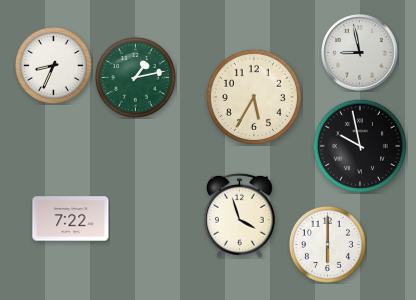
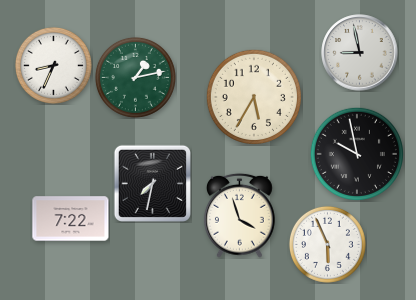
clock at (360, 146) position: (360, 146) -> (357, 154)
clock at (152, 183): none -> 7:32
clock at (327, 244): 6:00 -> 5:56
